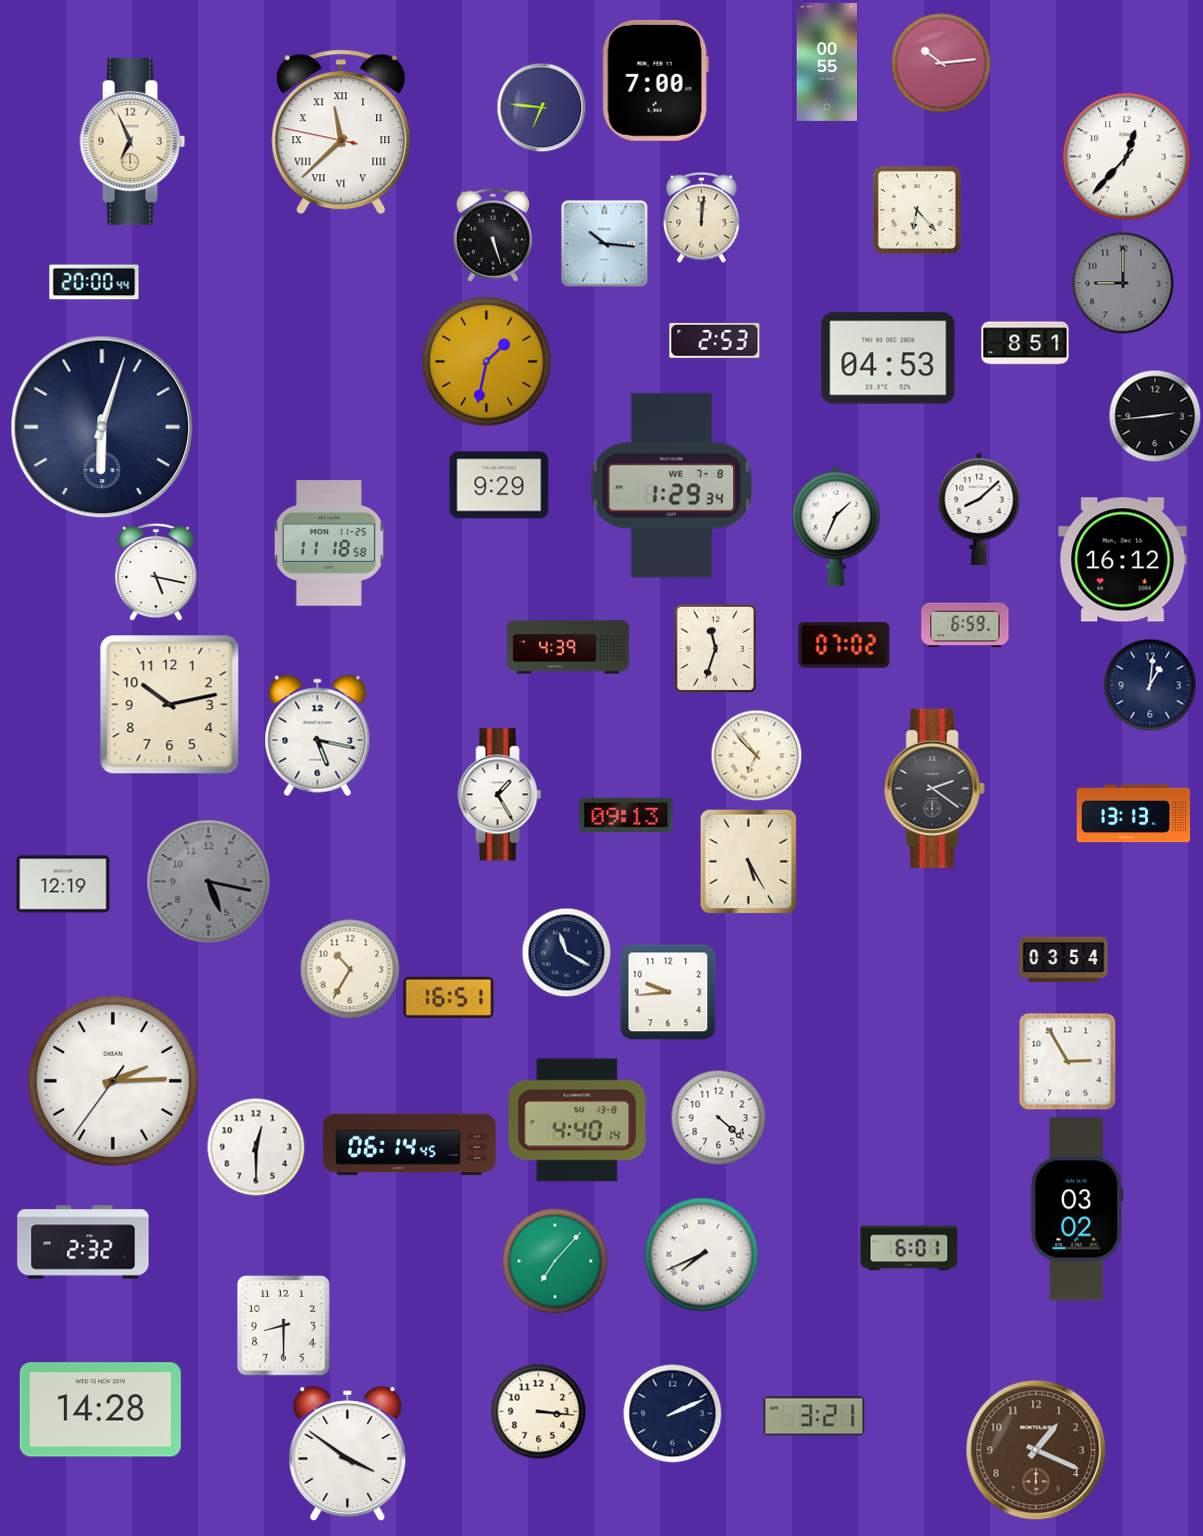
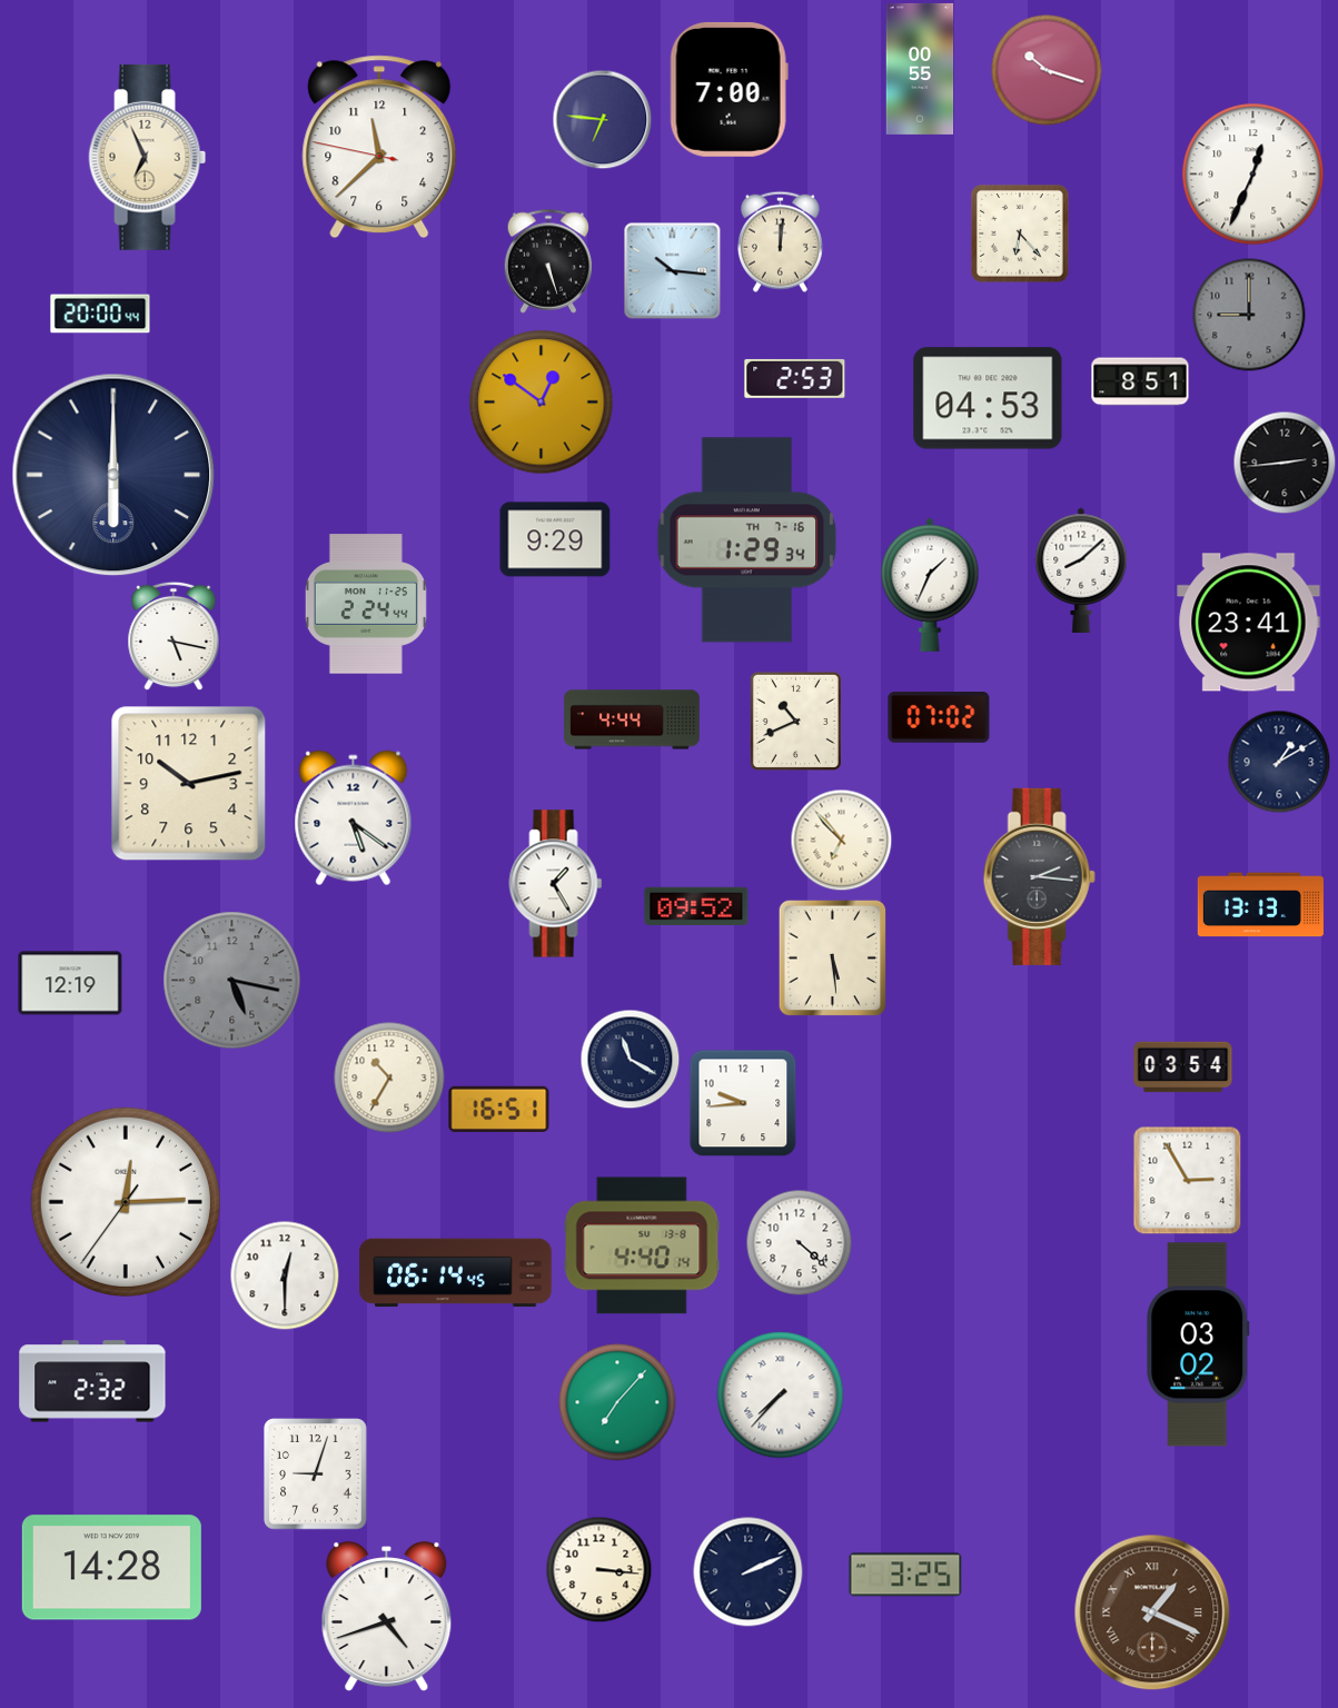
clock at (941, 63): 10:14 -> 10:18
clock at (341, 132) numerals: Roman -> Arabic
clock at (1127, 157): 12:37 -> 12:34
clock at (94, 282) position: (94, 282) -> (100, 314)
clock at (487, 362): 1:32 -> 12:51
clock at (102, 427): 6:03 -> 6:00
clock at (672, 486) date: WE 7-8 -> TH 7-16
clock at (979, 509) position: (979, 509) -> (1081, 570)
clock at (329, 543): 11:18 -> 2:24
clock at (1123, 560): 16:12 -> 23:41
clock at (965, 625): 6:59 -> none
clock at (568, 647): 4:39 -> 4:44
clock at (715, 648): 11:33 -> 10:41
clock at (1150, 685): 1:01 -> 1:10
clock at (318, 736): 5:17 -> 5:21
clock at (934, 788): 2:21 -> 2:16
clock at (626, 815): 09:13 -> 09:52
clock at (749, 861): 5:25 -> 5:29
clock at (113, 1081): 2:14 -> 12:14
clock at (909, 1248): 6:01 -> none
clock at (702, 1255): 7:41 -> 7:37
clock at (284, 1326): 8:30 -> 9:03
clock at (814, 1416): 3:21 -> 3:25
clock at (1036, 1450) numerals: Arabic -> Roman
clock at (348, 1454): 3:51 -> 4:42
